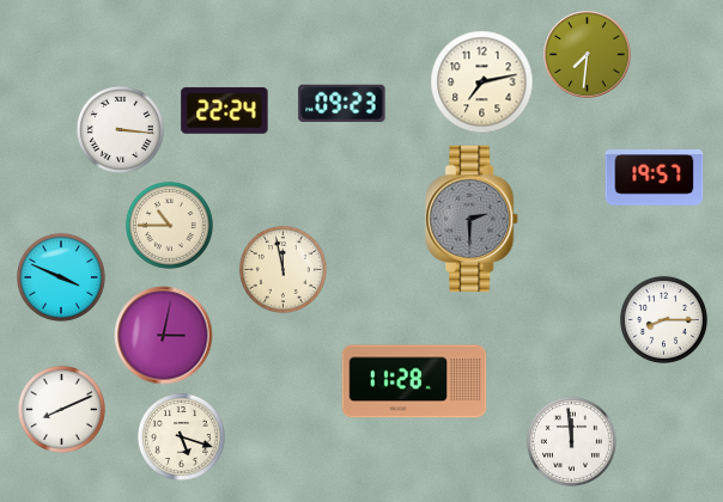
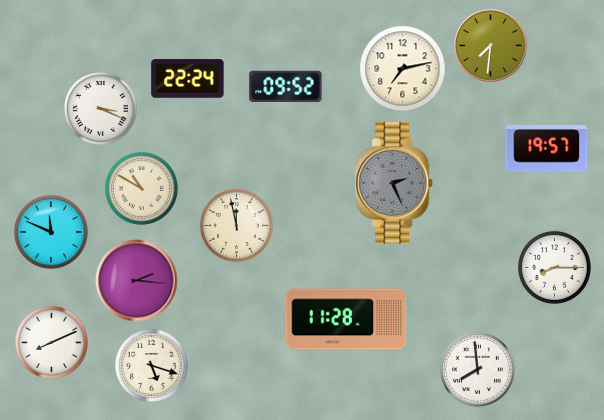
clock at (342, 103): 09:23 -> 09:52
clock at (225, 111) position: (225, 111) -> (188, 79)
clock at (120, 129): 3:16 -> 3:19
clock at (473, 219): 2:30 -> 2:26
clock at (169, 225): 10:45 -> 10:50
clock at (61, 277): 3:49 -> 11:49
clock at (164, 336): 3:02 -> 2:16
clock at (571, 441): 11:59 -> 7:59
